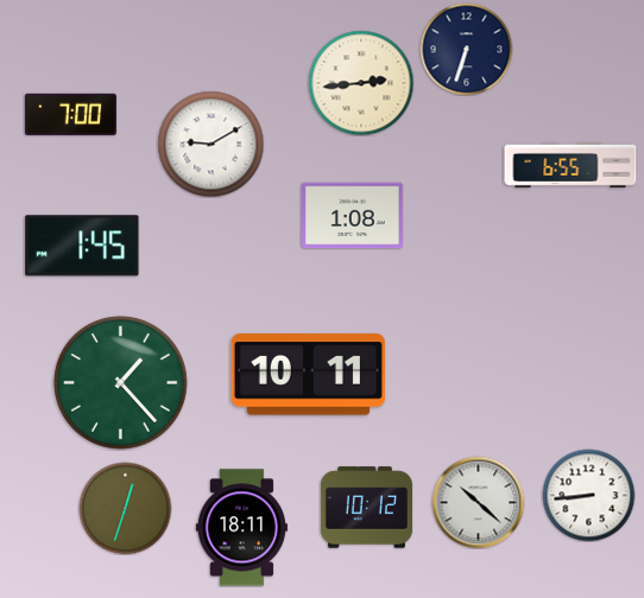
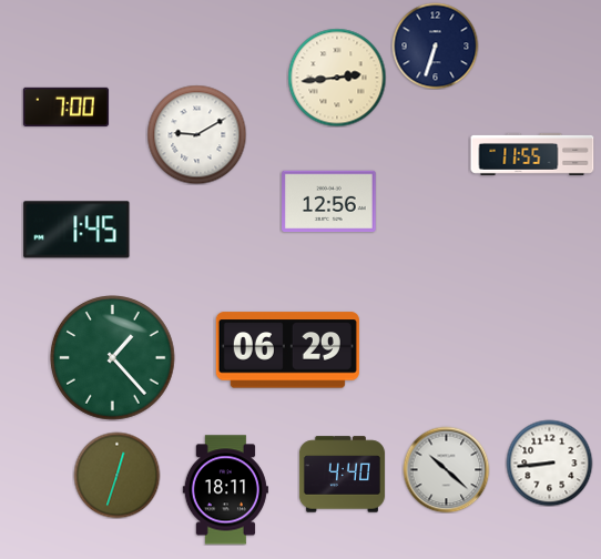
clock at (570, 165): 6:55 -> 11:55
clock at (353, 216): 1:08 -> 12:56
clock at (308, 375): 10:11 -> 06:29
clock at (366, 508): 10:12 -> 4:40
clock at (241, 528) position: (241, 528) -> (225, 490)
